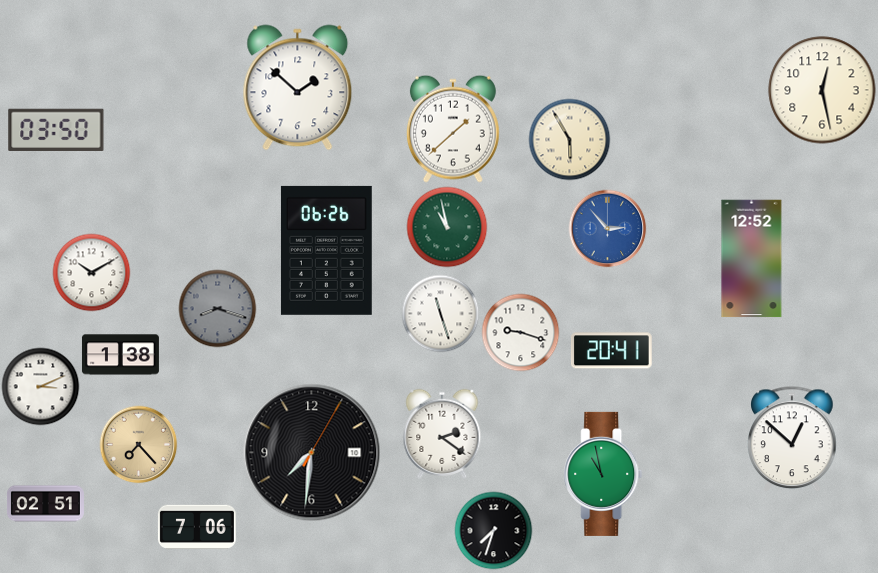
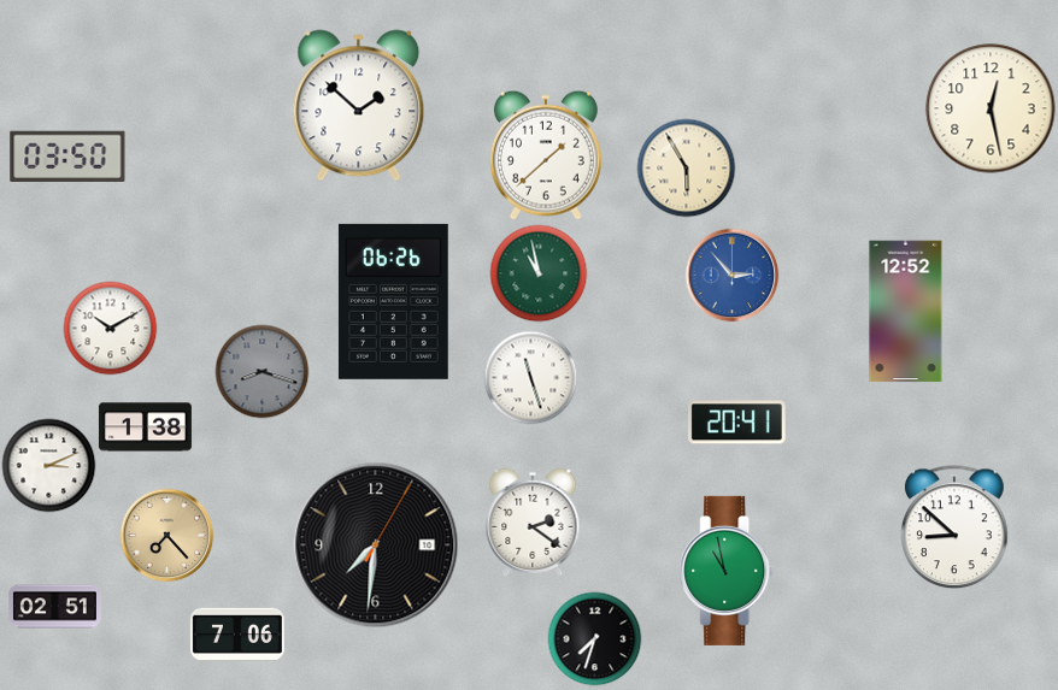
clock at (520, 332): 9:18 -> none
clock at (792, 439): 12:52 -> 8:52
